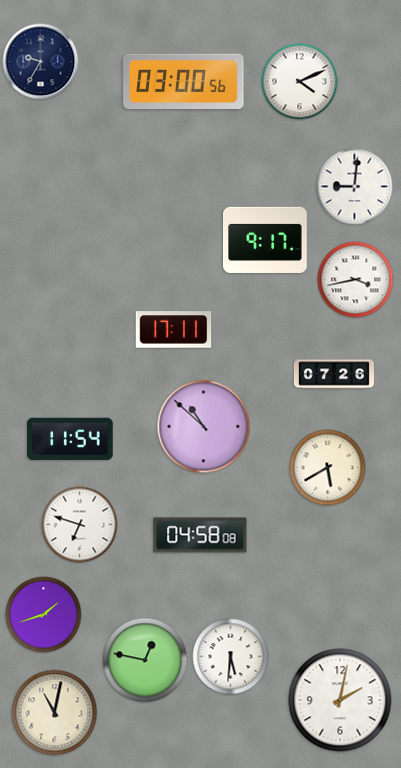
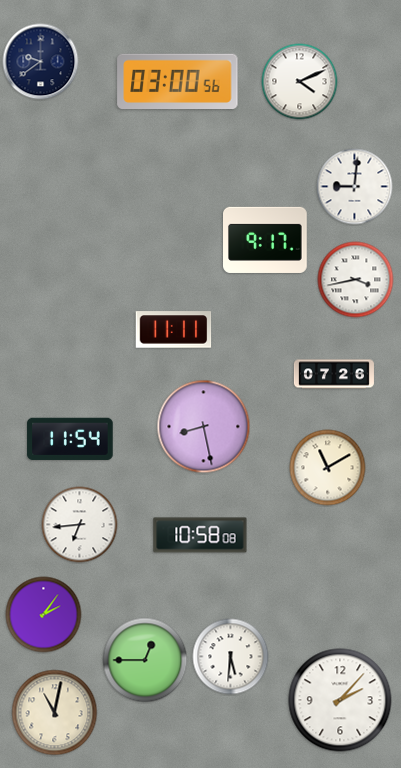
clock at (41, 62): 9:35 -> 9:39
clock at (184, 81) position: (184, 81) -> (178, 81)
clock at (174, 330): 17:11 -> 11:11
clock at (204, 427): 10:52 -> 8:28
clock at (328, 468): 5:40 -> 11:10
clock at (80, 525): 6:48 -> 6:44
clock at (200, 535): 04:58 -> 10:58
clock at (44, 615): 1:42 -> 2:06
clock at (145, 660): 12:47 -> 12:45
clock at (340, 700): 2:02 -> 2:07
